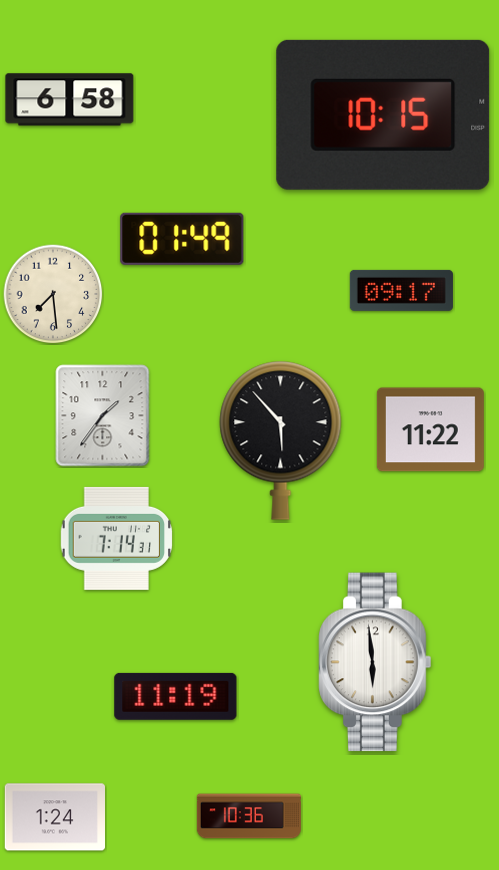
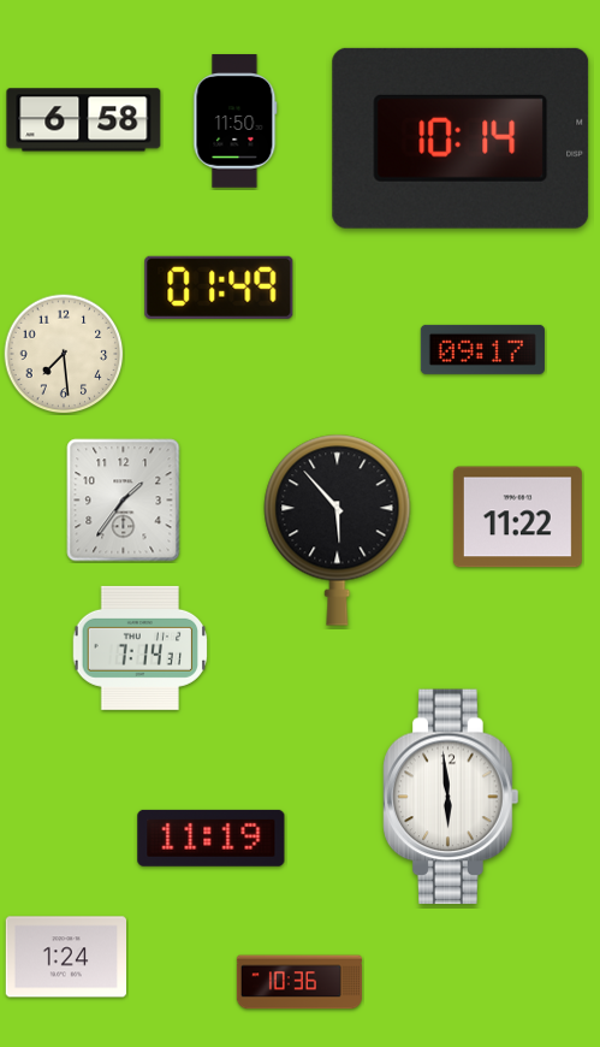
clock at (236, 122): none -> 11:50
clock at (383, 115): 10:15 -> 10:14
clock at (54, 817) position: (54, 817) -> (65, 957)
